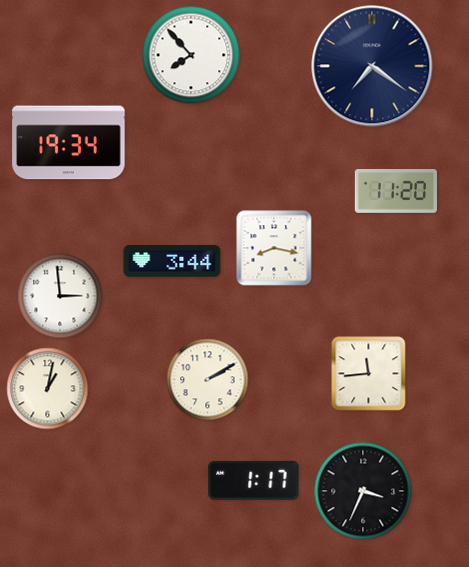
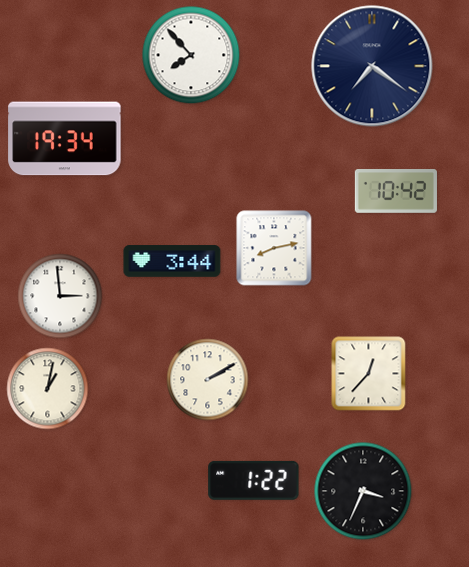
clock at (69, 143) position: (69, 143) -> (65, 139)
clock at (396, 192): 11:20 -> 10:42
clock at (274, 248): 8:17 -> 8:13
clock at (369, 374): 11:44 -> 12:37
clock at (254, 480): 1:17 -> 1:22
